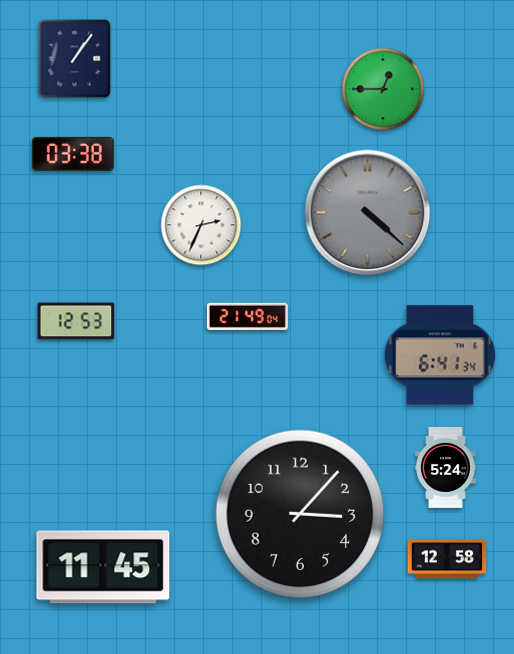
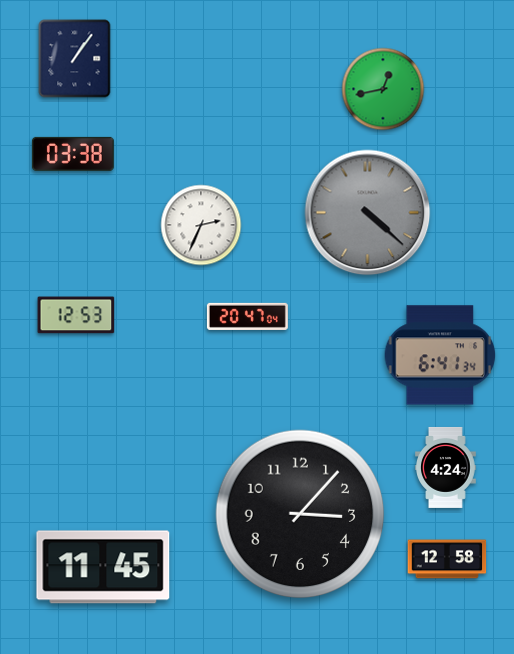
clock at (383, 89): 12:45 -> 12:43
clock at (247, 316): 21:49 -> 20:47
clock at (76, 321) position: (76, 321) -> (76, 315)
clock at (446, 467): 5:24 -> 4:24
